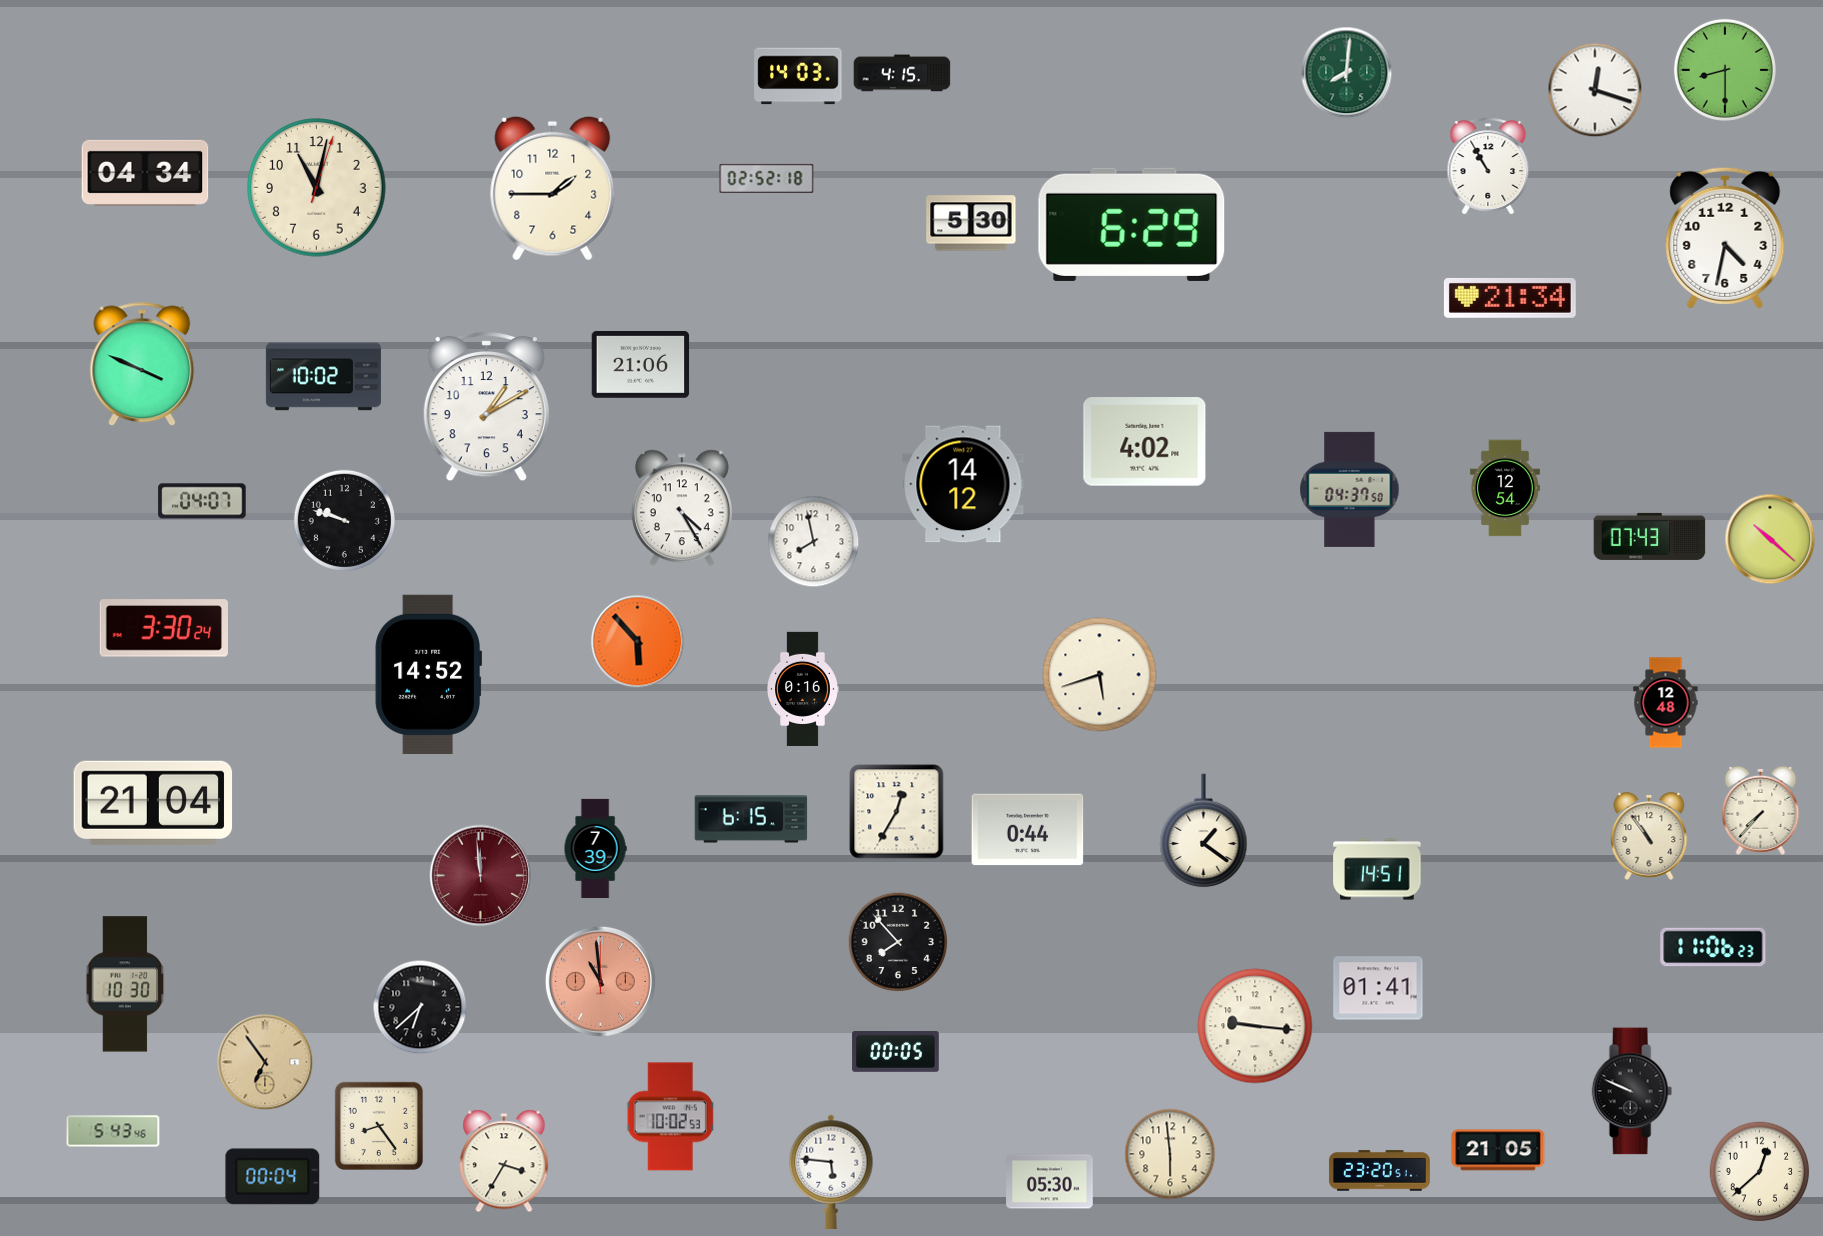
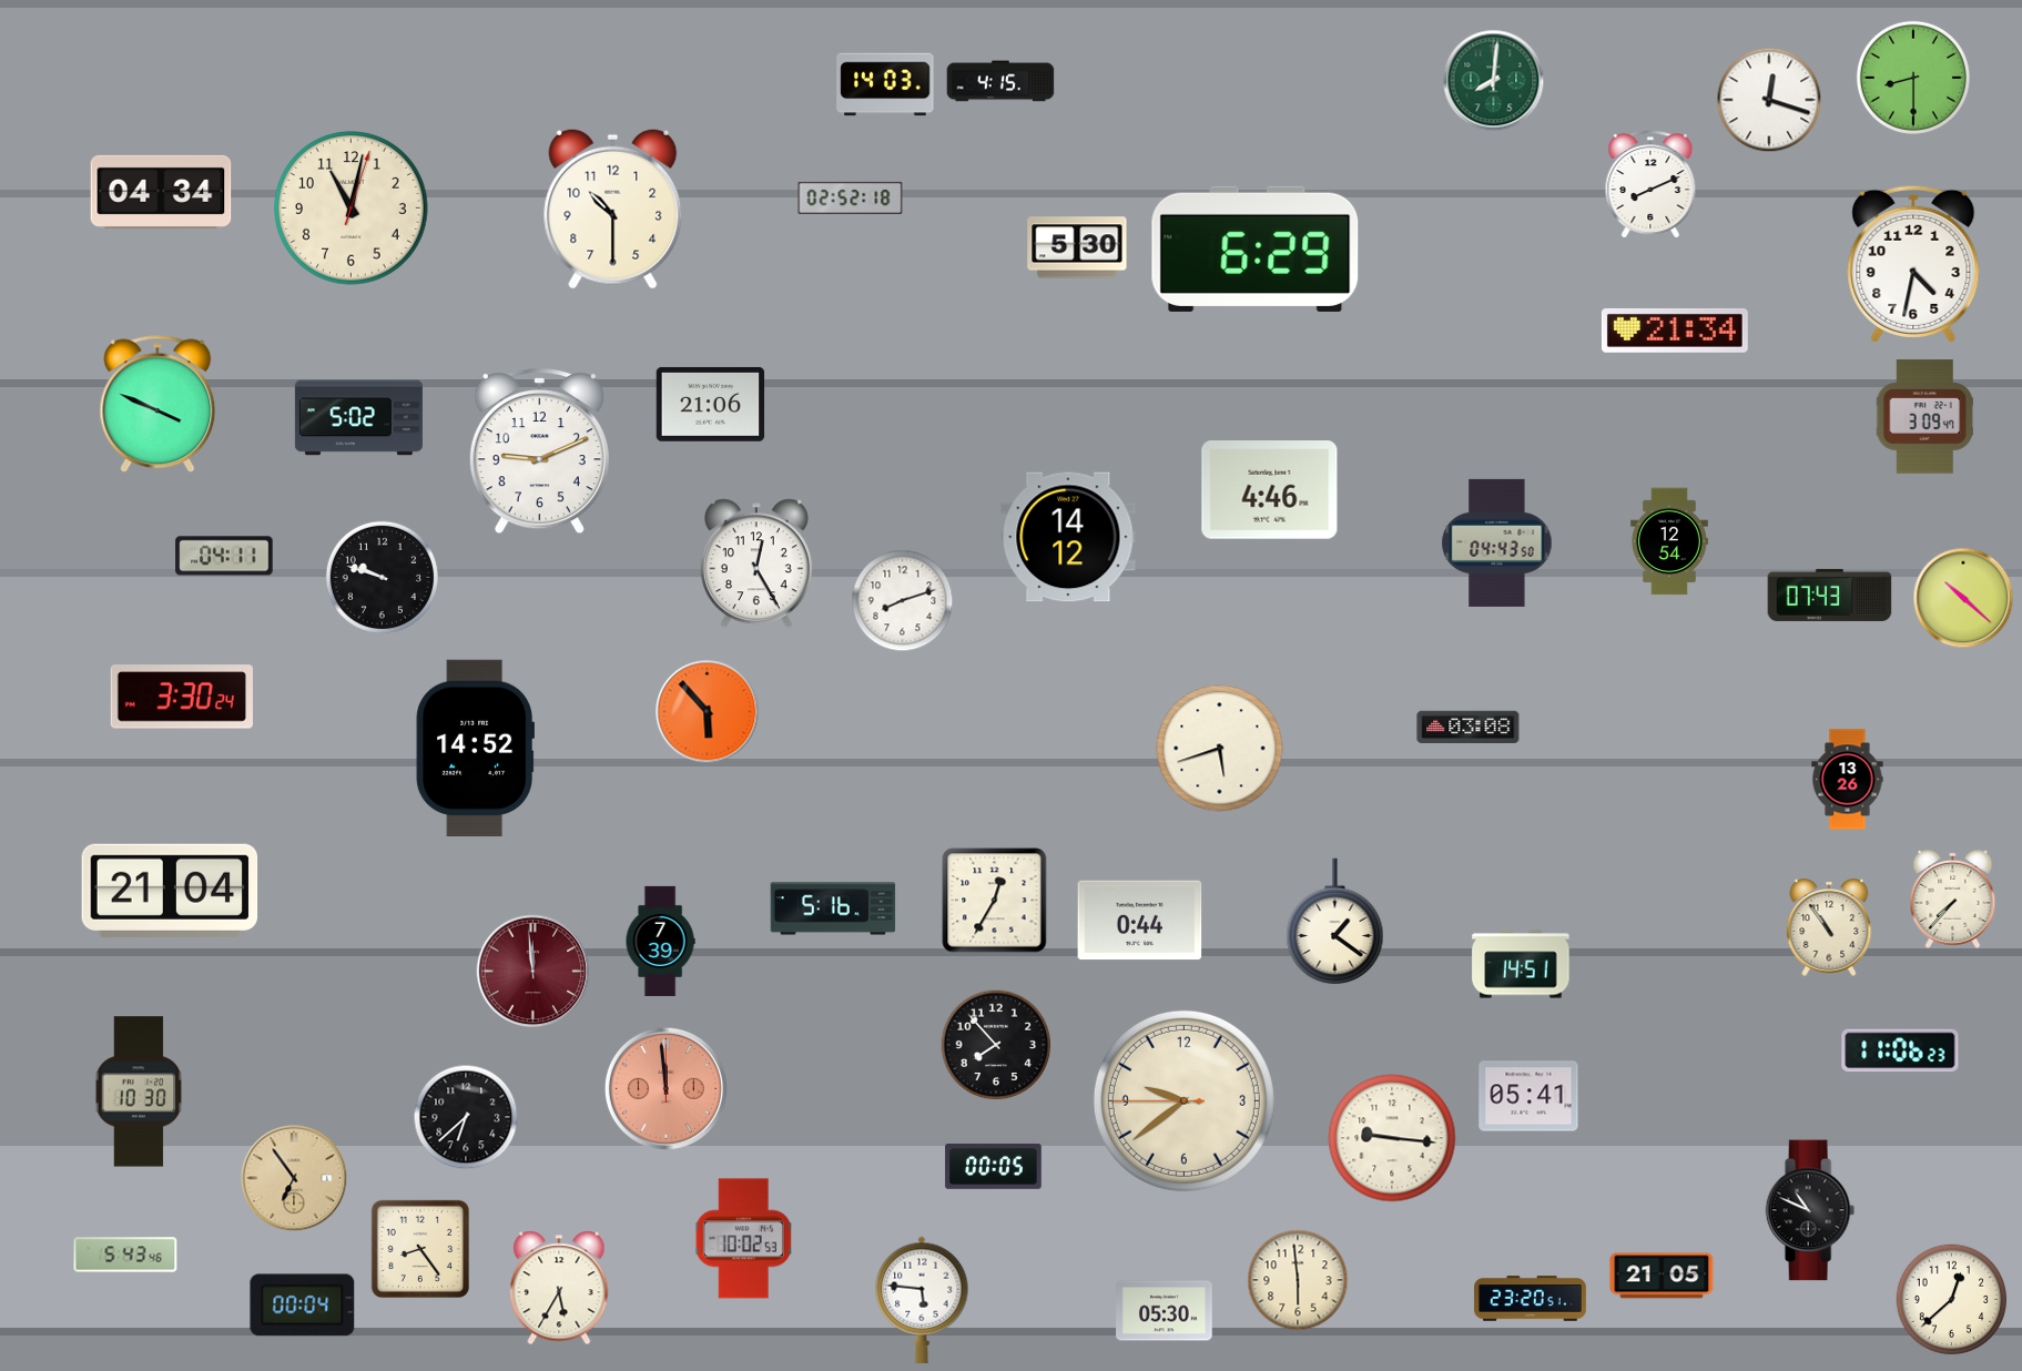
clock at (1488, 166): 10:55 -> 8:11
clock at (553, 188): 1:45 -> 10:30
clock at (1924, 417): none -> 3:09
clock at (323, 377): 10:02 -> 5:02
clock at (486, 407): 1:10 -> 9:11
clock at (1145, 442): 4:02 -> 4:46
clock at (1350, 489): 04:37 -> 04:43
clock at (202, 501): 04:07 -> 04:11
clock at (682, 508): 4:25 -> 12:25
clock at (814, 542): 7:58 -> 8:12
clock at (1469, 727): none -> 03:08
clock at (803, 688): 0:16 -> none
clock at (1666, 703): 12:48 -> 13:26
clock at (751, 819): 6:15 -> 5:16
clock at (1377, 869) position: (1377, 869) -> (1521, 964)
clock at (600, 981): 10:59 -> 11:59
clock at (1378, 988): 01:41 -> 05:41
clock at (1183, 1100): none -> 9:38
clock at (1632, 1091): 9:49 -> 10:49
clock at (504, 1161): 3:35 -> 5:35
